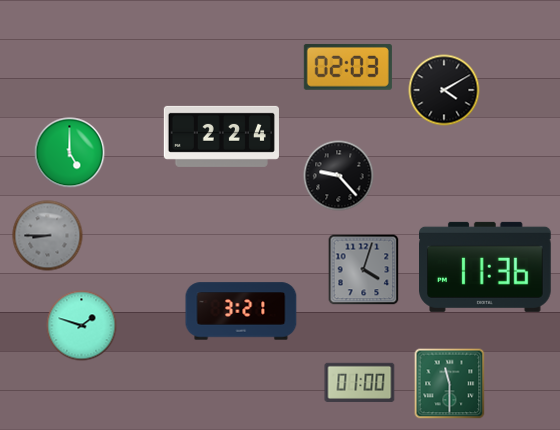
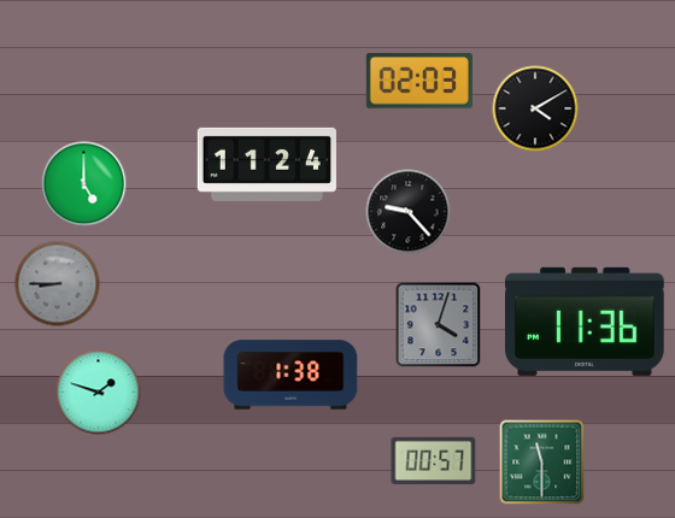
clock at (221, 136): 2:24 -> 11:24
clock at (241, 311): 3:21 -> 1:38
clock at (360, 382): 01:00 -> 00:57
